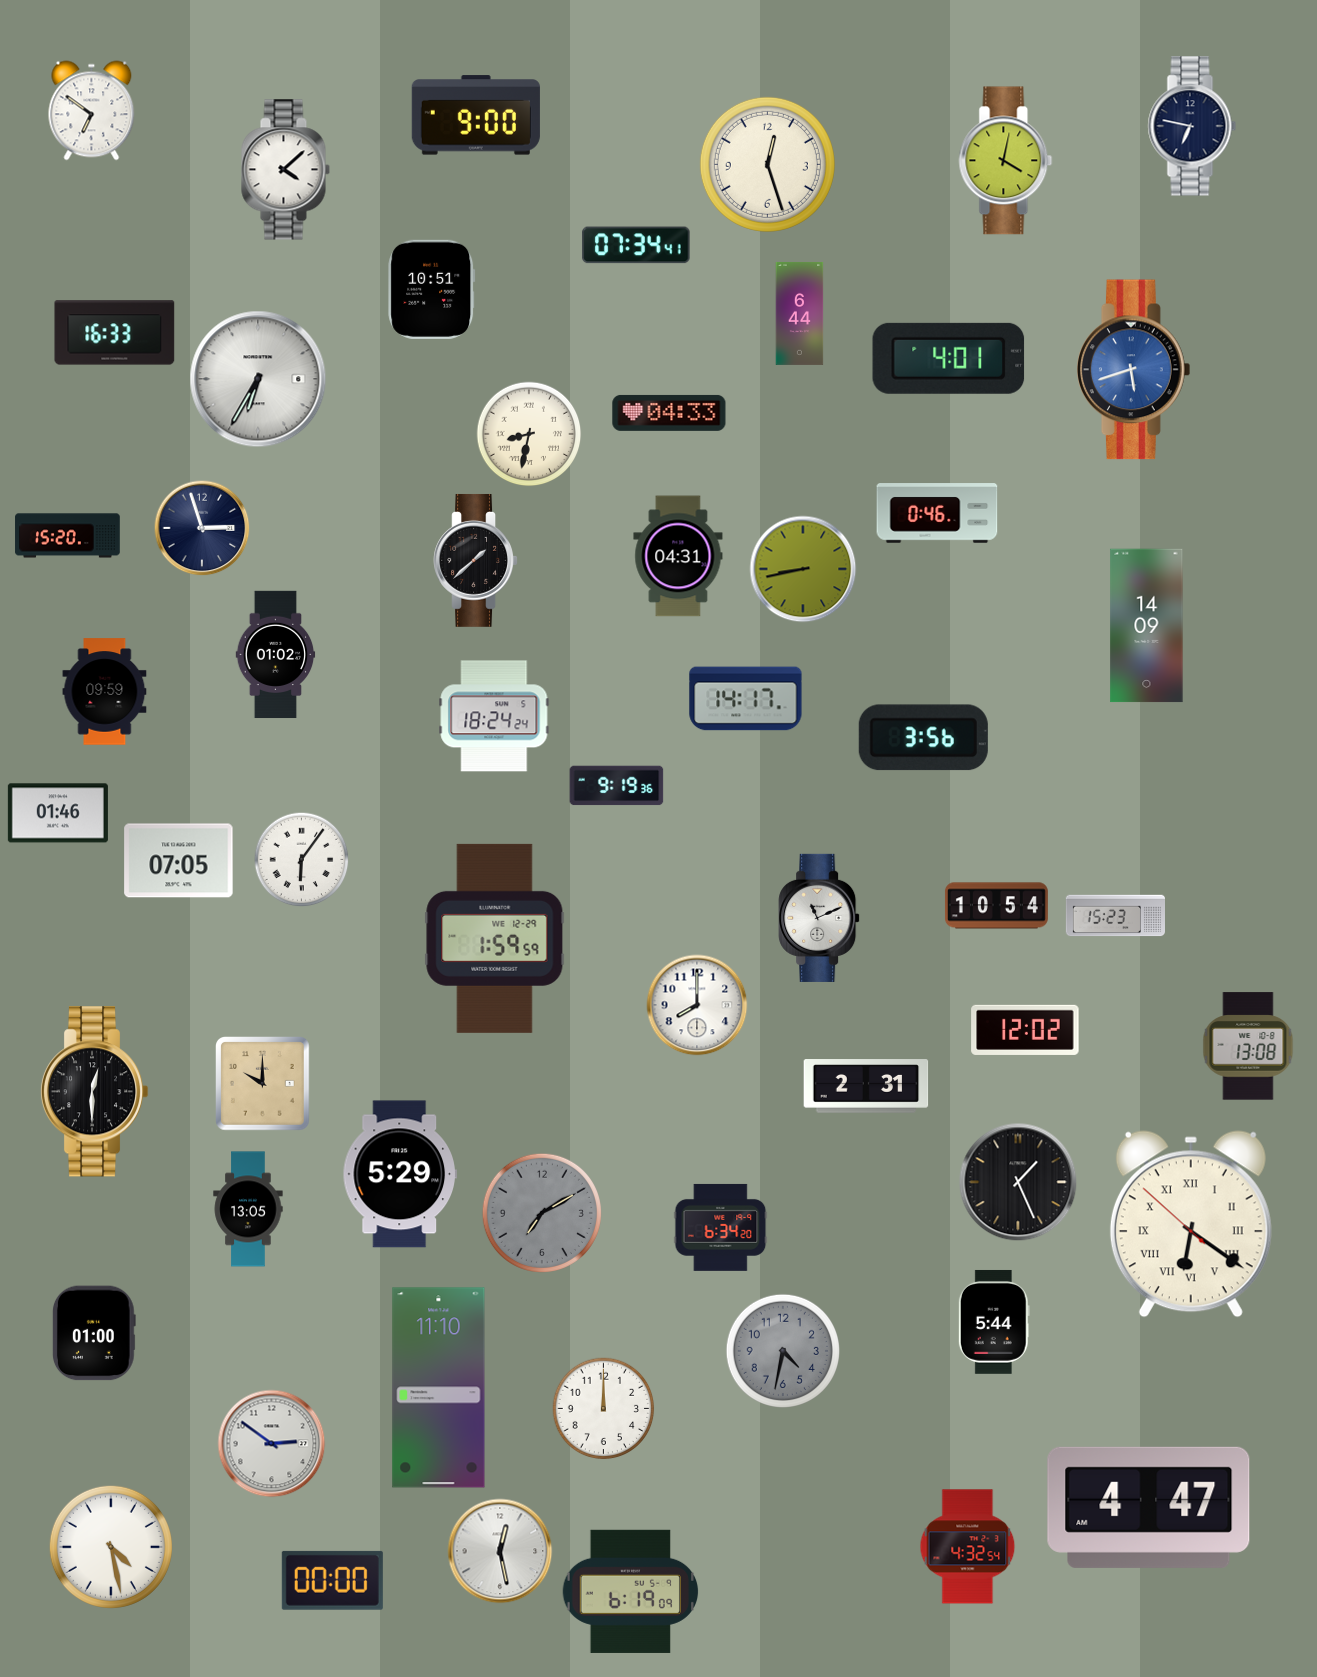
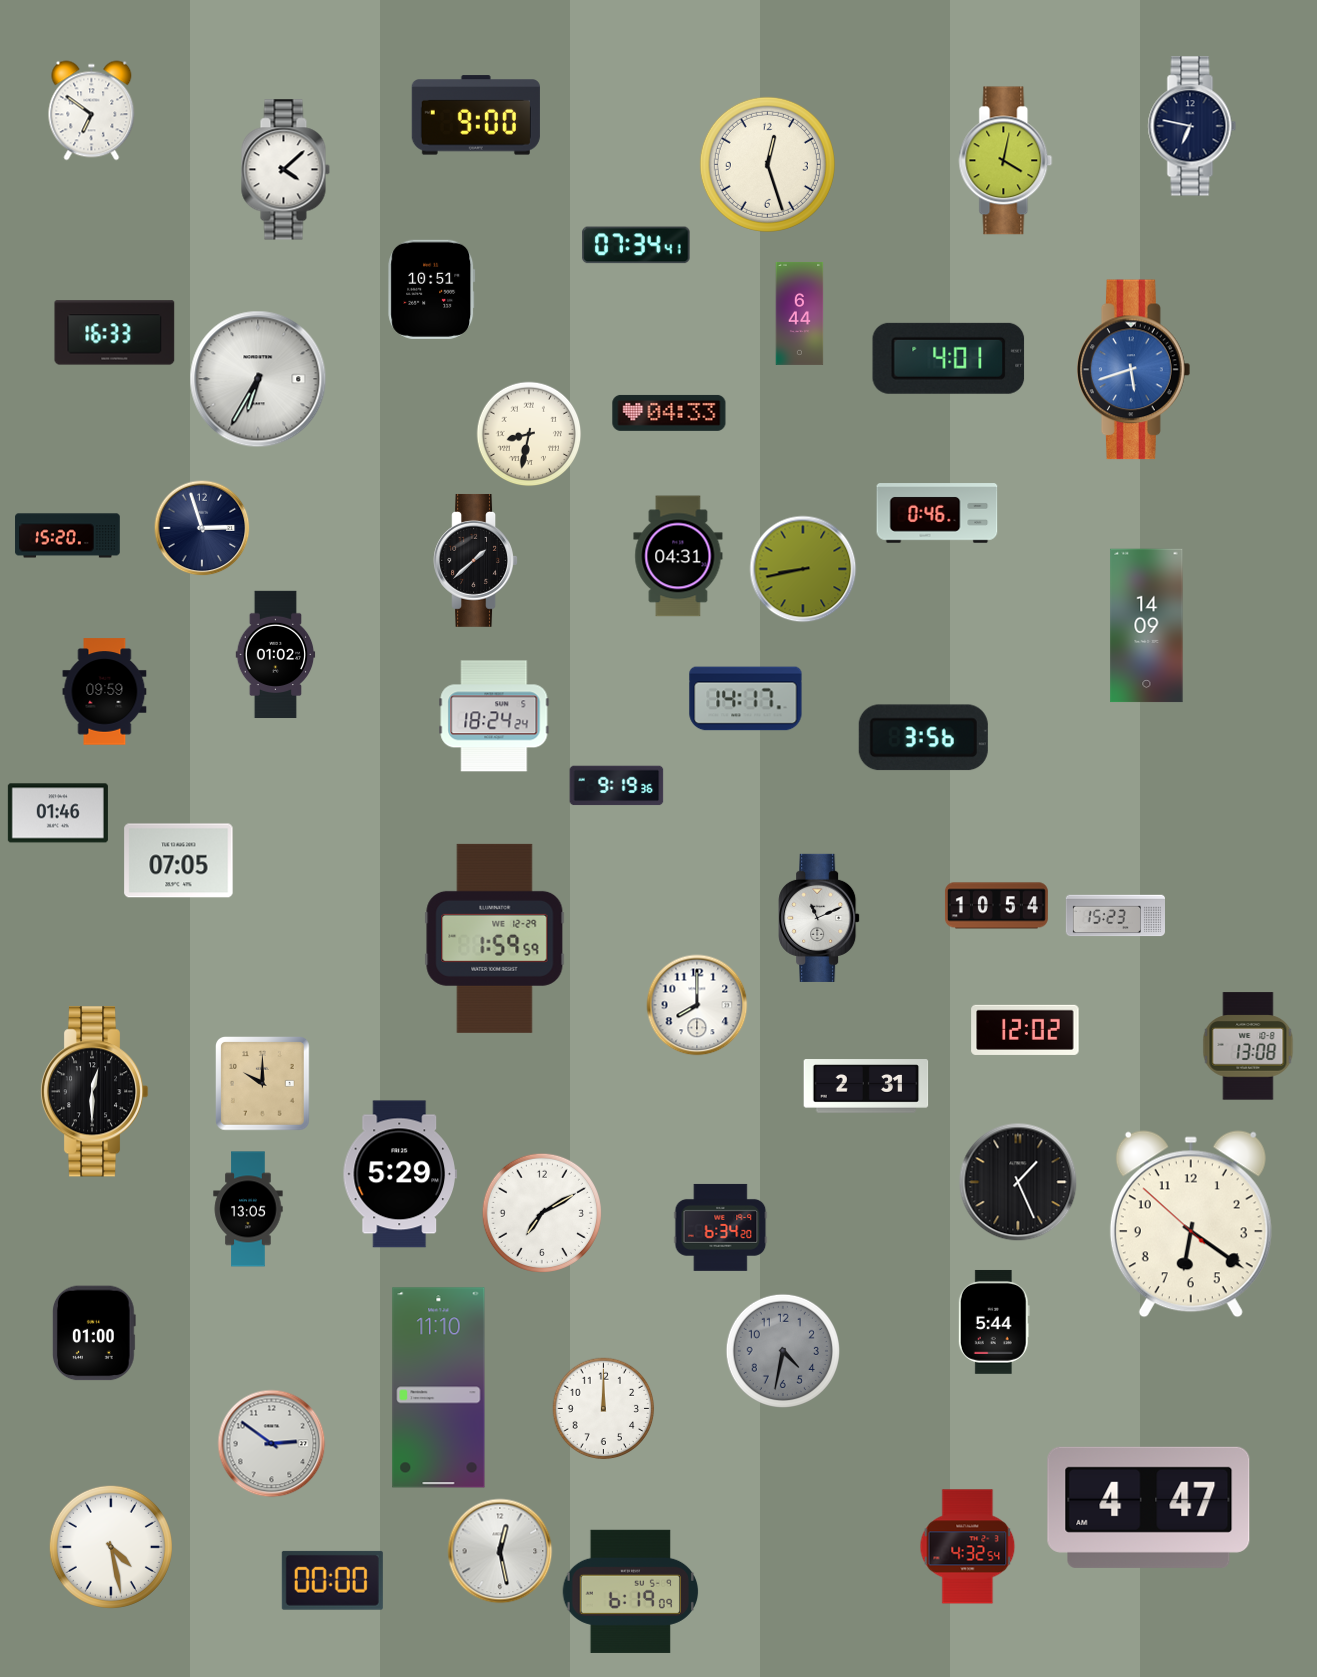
clock at (302, 860): 6:06 -> none
clock at (542, 1213) dial: grey -> white
clock at (1191, 1224) numerals: Roman -> Arabic
